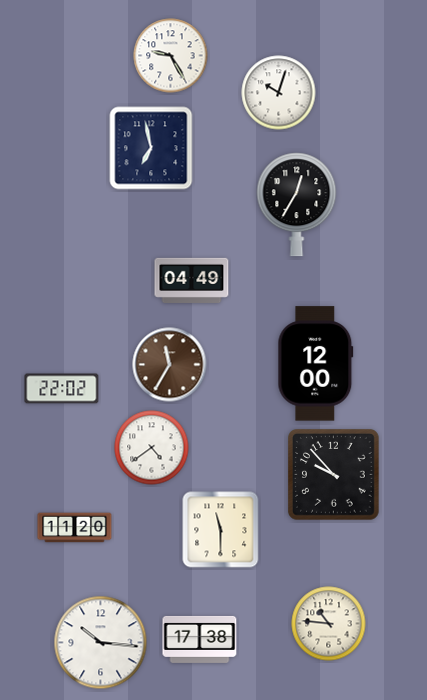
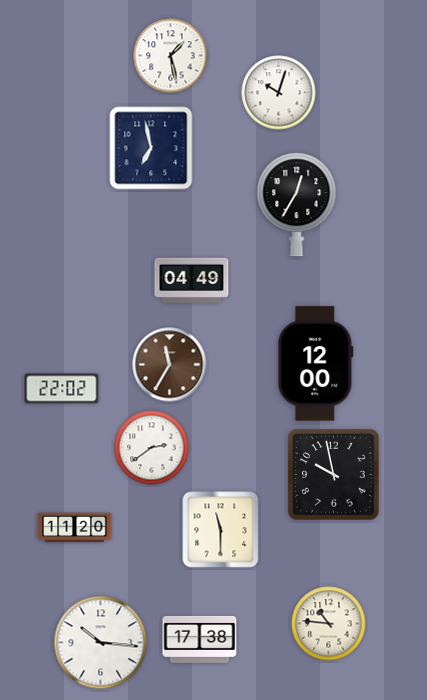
clock at (171, 56): 9:25 -> 1:28
clock at (152, 448): 4:39 -> 2:39
clock at (334, 475): 9:53 -> 9:58
